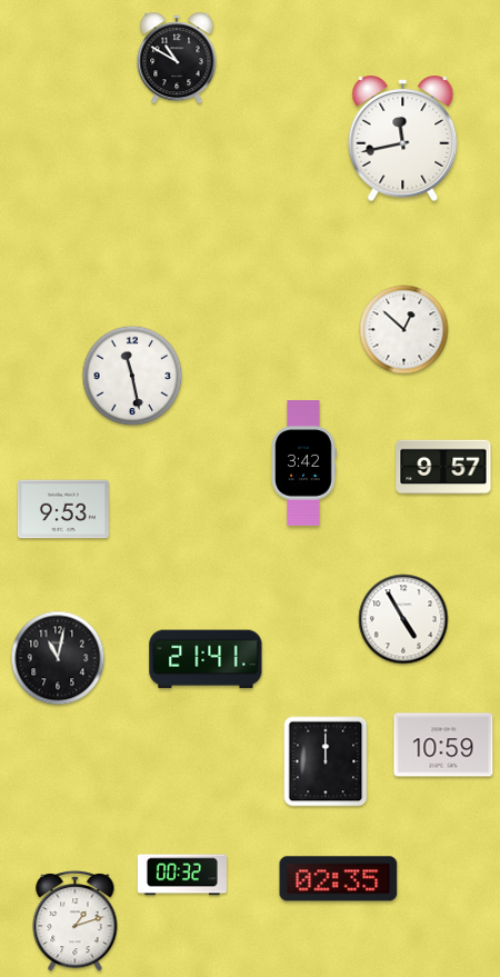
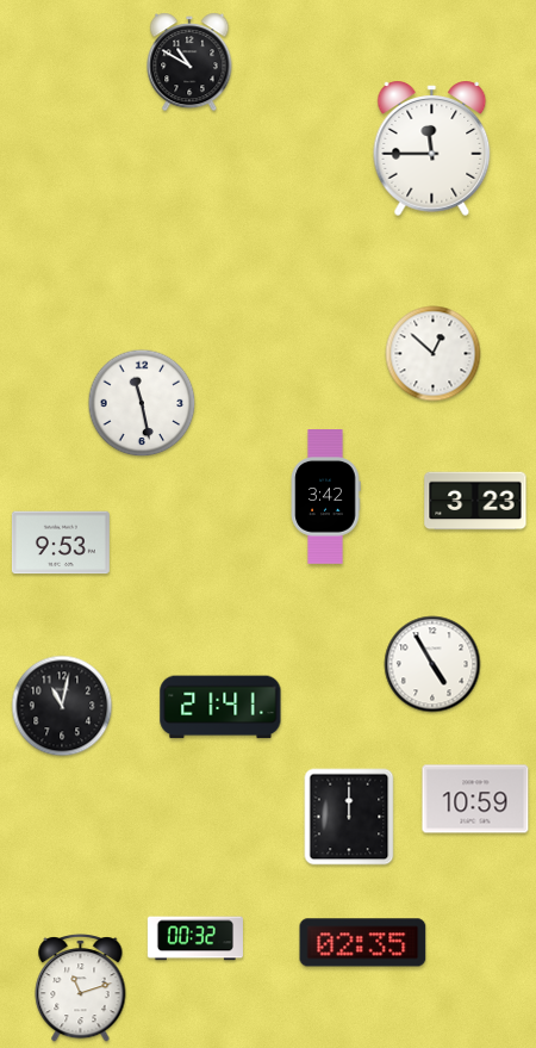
clock at (403, 138): 11:43 -> 11:45
clock at (443, 467): 9:57 -> 3:23
clock at (63, 509) position: (63, 509) -> (61, 542)
clock at (76, 921): 1:12 -> 11:12
